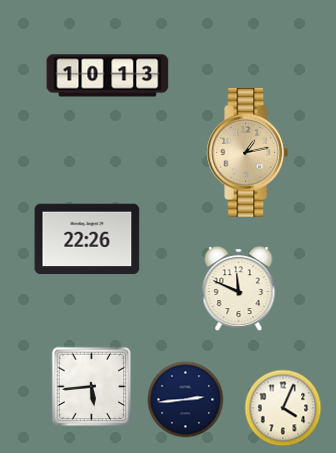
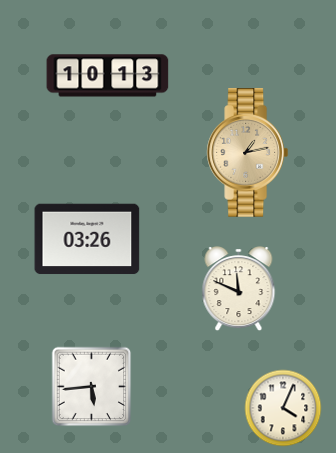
clock at (87, 239): 22:26 -> 03:26
clock at (186, 400): 2:44 -> none
